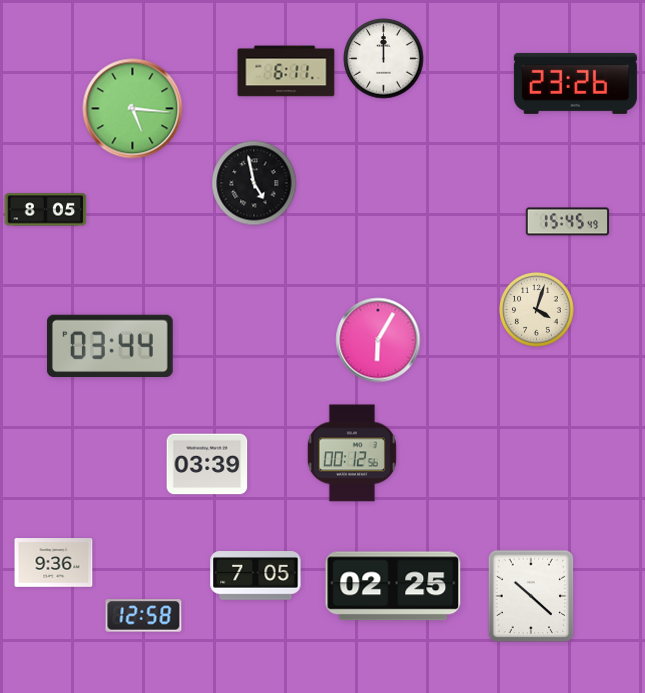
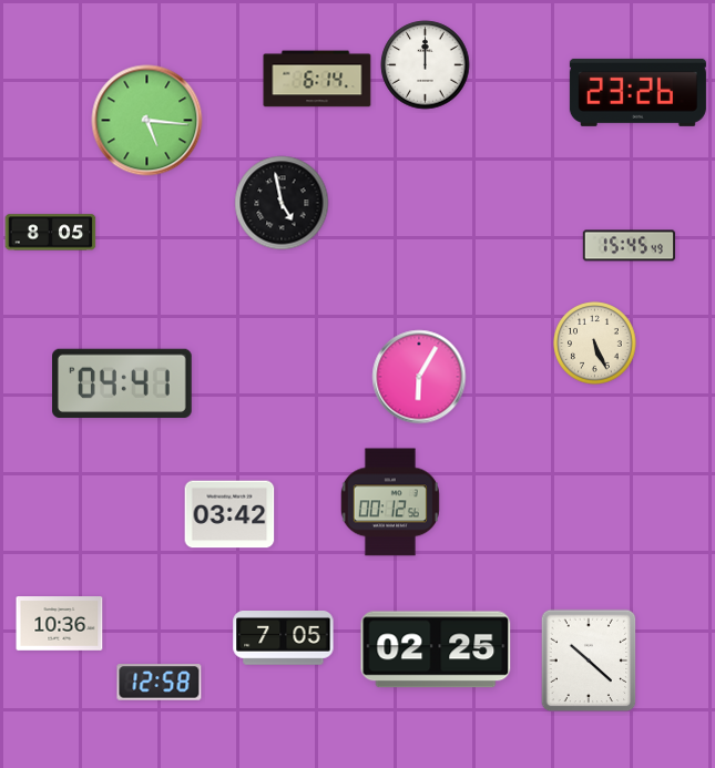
clock at (286, 71): 6:11 -> 6:14
clock at (537, 310): 4:03 -> 5:26
clock at (111, 346): 03:44 -> 04:41
clock at (207, 464): 03:39 -> 03:42
clock at (54, 563): 9:36 -> 10:36
